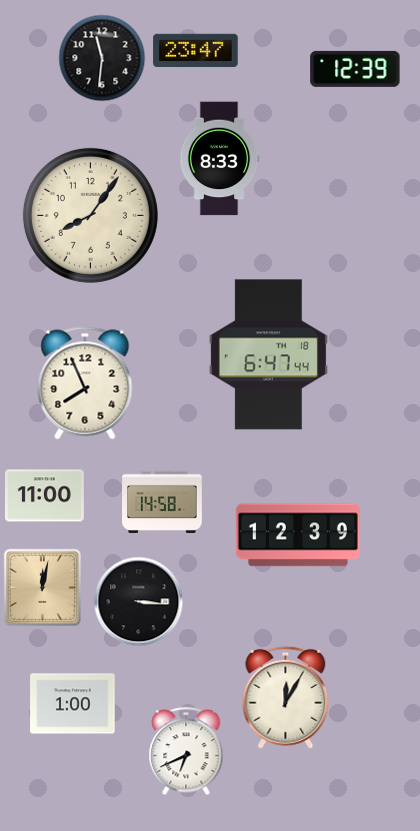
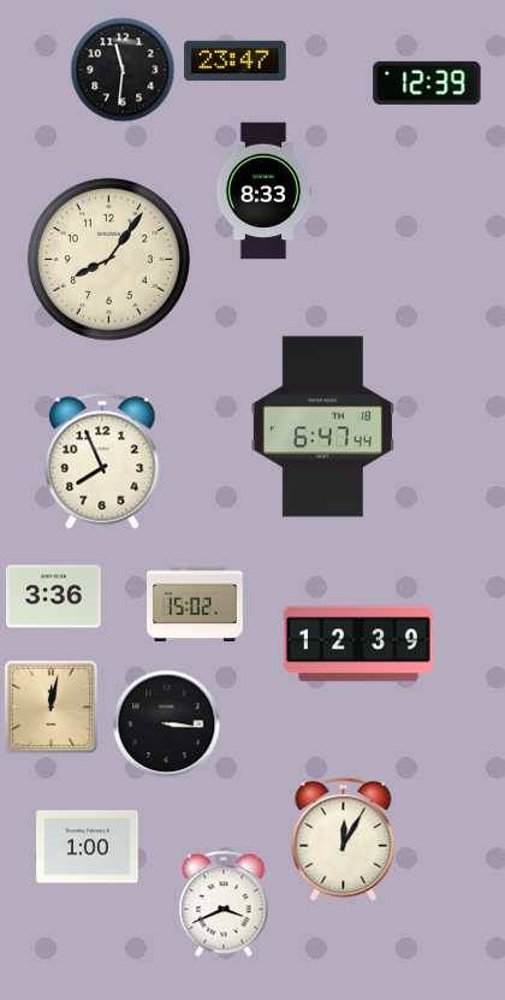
clock at (45, 496): 11:00 -> 3:36
clock at (162, 501): 14:58 -> 15:02
clock at (186, 751): 6:41 -> 3:41
